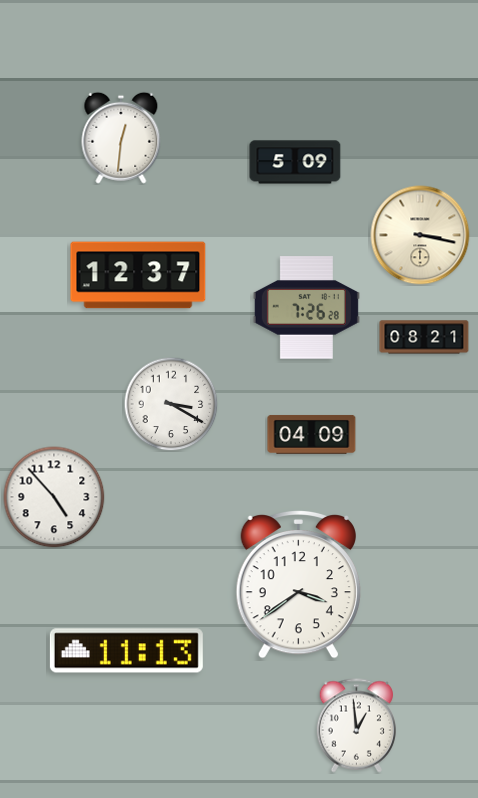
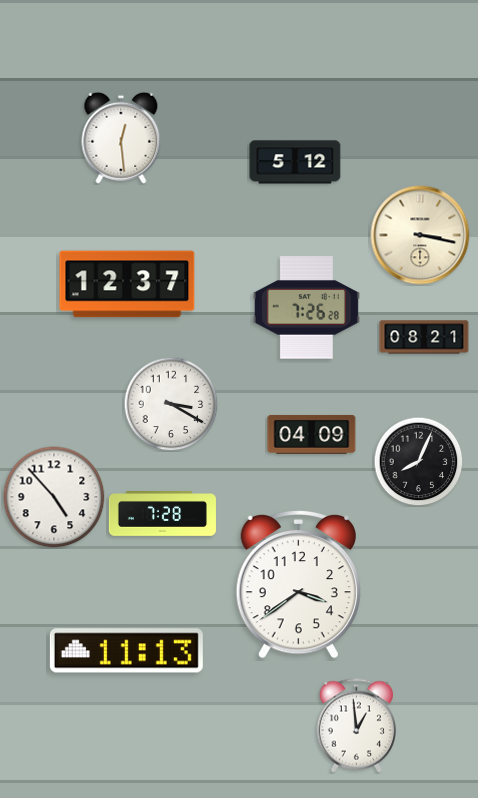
clock at (121, 138): 12:31 -> 12:29
clock at (295, 162): 5:09 -> 5:12
clock at (138, 275) position: (138, 275) -> (127, 284)
clock at (418, 461): none -> 8:04
clock at (162, 514): none -> 7:28
